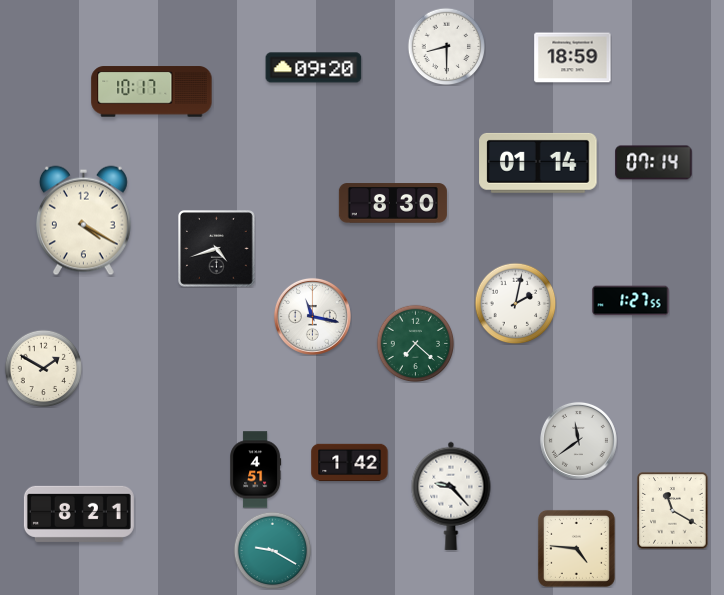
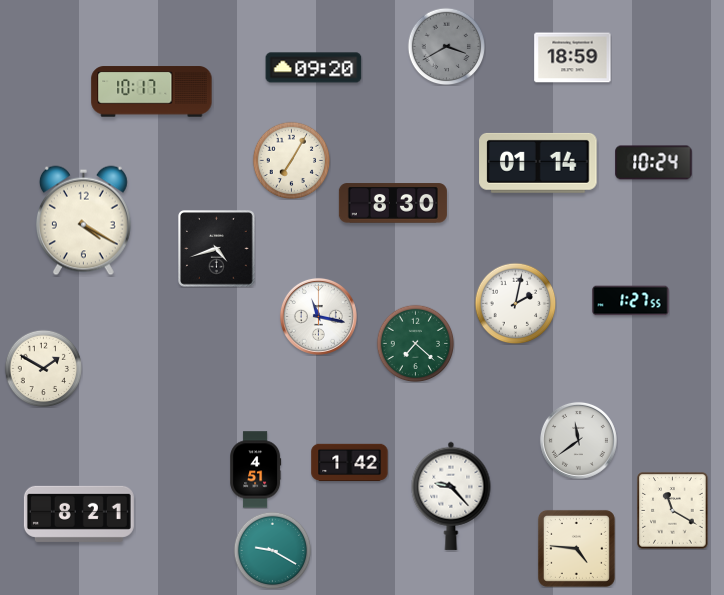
clock at (446, 46): 8:30 -> 3:40
clock at (446, 46) dial: white -> grey
clock at (291, 160): none -> 7:05
clock at (654, 163): 07:14 -> 10:24
clock at (312, 316) position: (312, 316) -> (318, 316)
